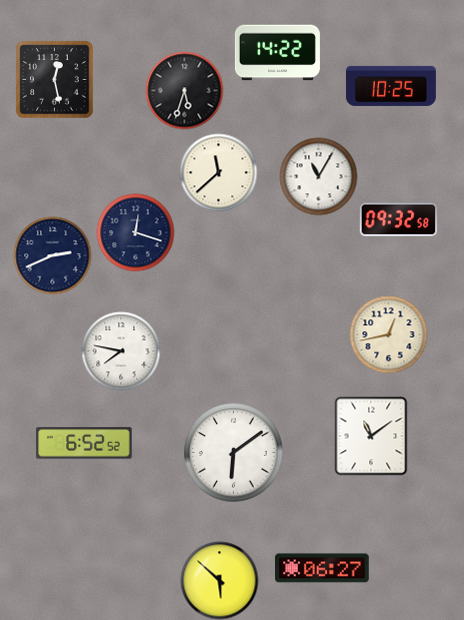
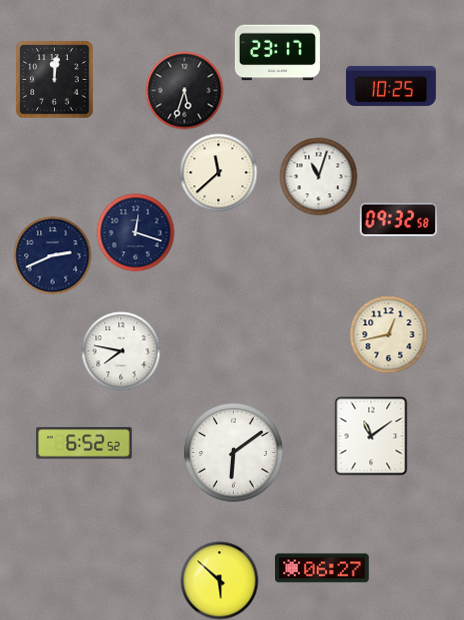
clock at (277, 53): 14:22 -> 23:17
clock at (54, 79): 12:28 -> 12:01
clock at (318, 176): 11:05 -> 11:03
